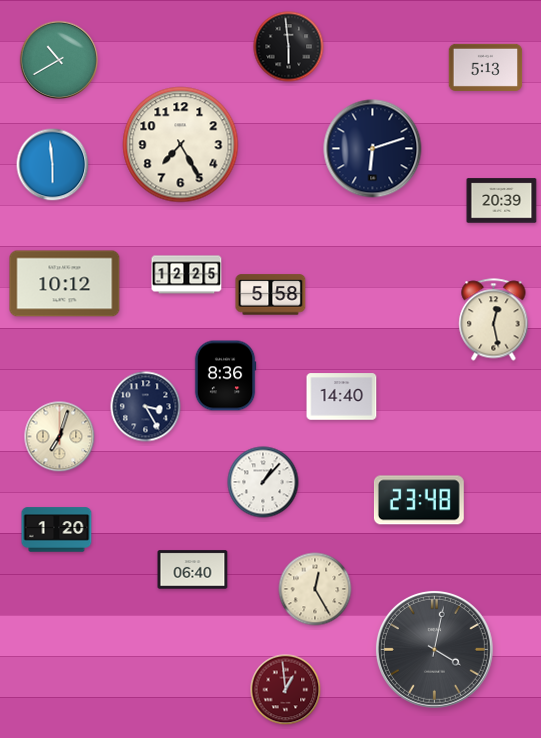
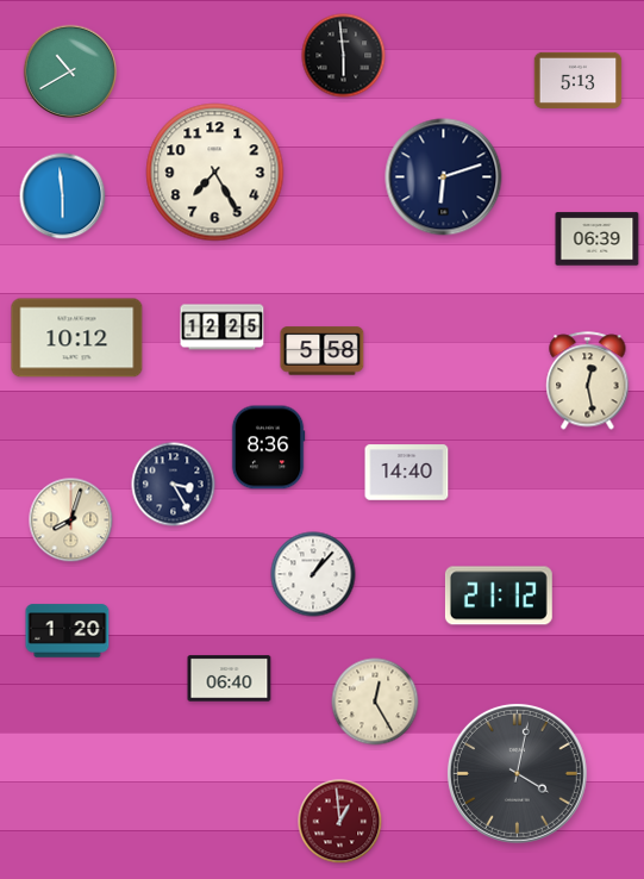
clock at (502, 201): 20:39 -> 06:39
clock at (60, 437): 7:03 -> 8:03
clock at (419, 500): 23:48 -> 21:12
